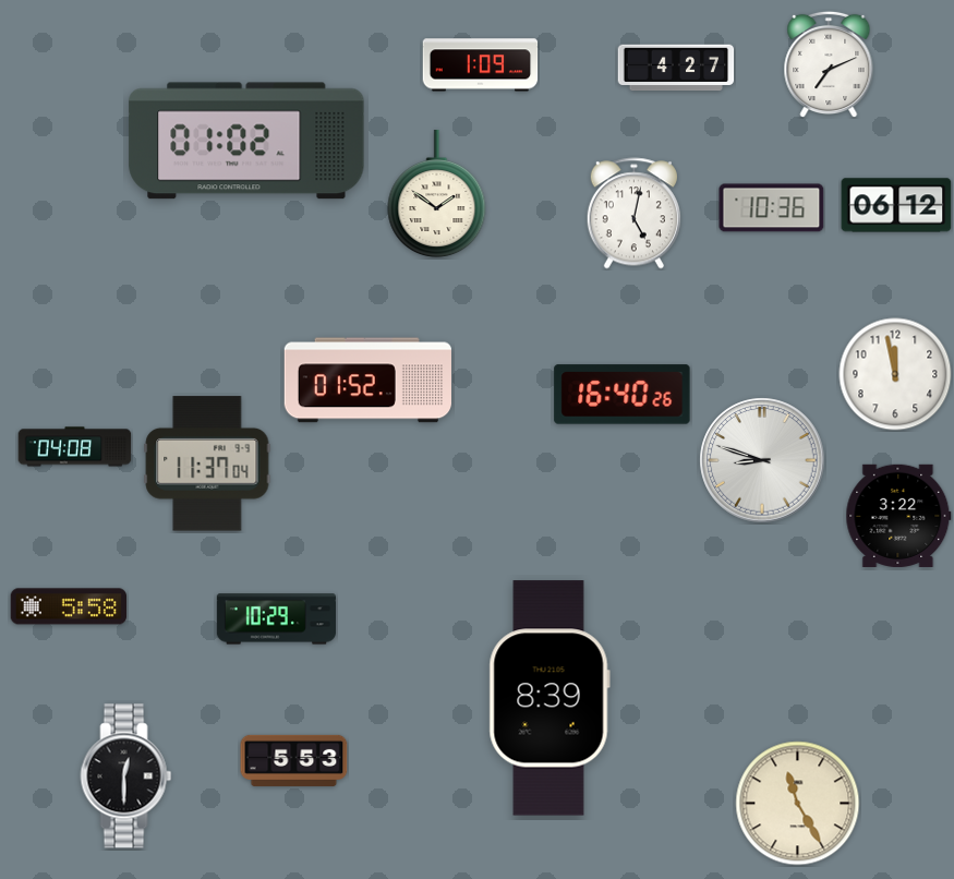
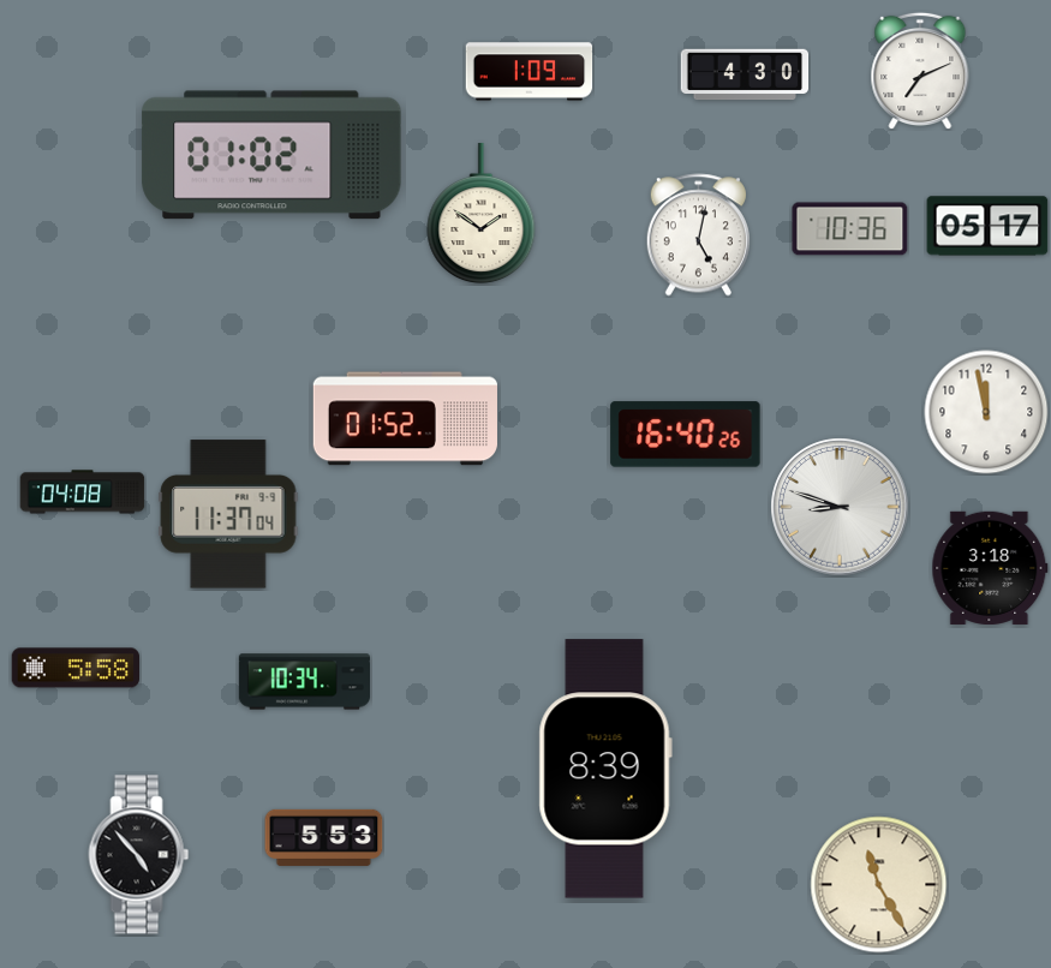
clock at (829, 64) position: (829, 64) -> (920, 71)
clock at (676, 68): 4:27 -> 4:30
clock at (896, 205): 06:12 -> 05:17
clock at (207, 463) position: (207, 463) -> (228, 514)
clock at (898, 516): 3:22 -> 3:18
clock at (276, 619): 10:29 -> 10:34
clock at (126, 776): 12:30 -> 4:53
